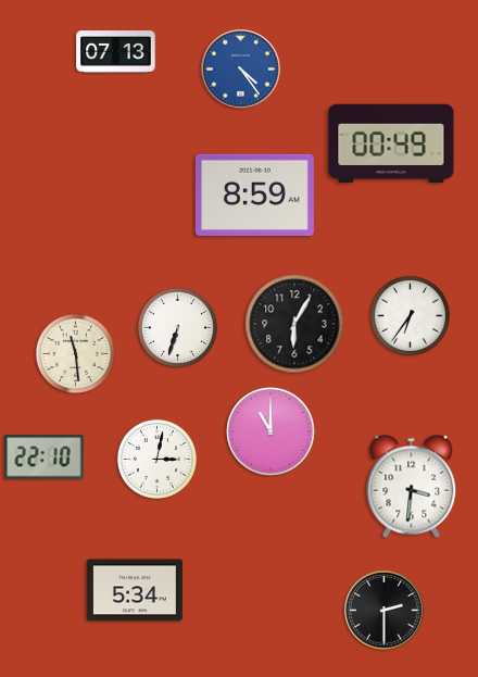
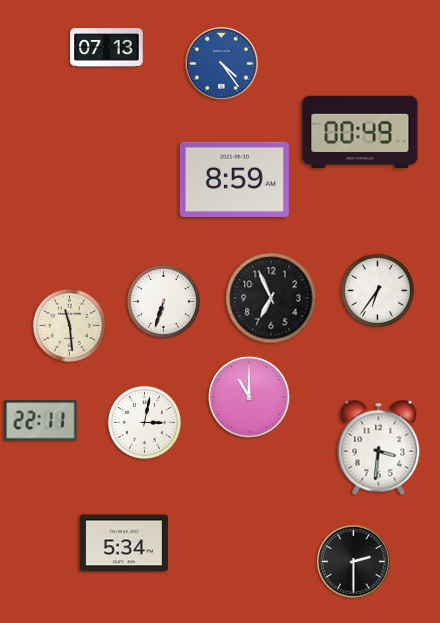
clock at (294, 324): 6:05 -> 6:56
clock at (45, 457): 22:10 -> 22:11
